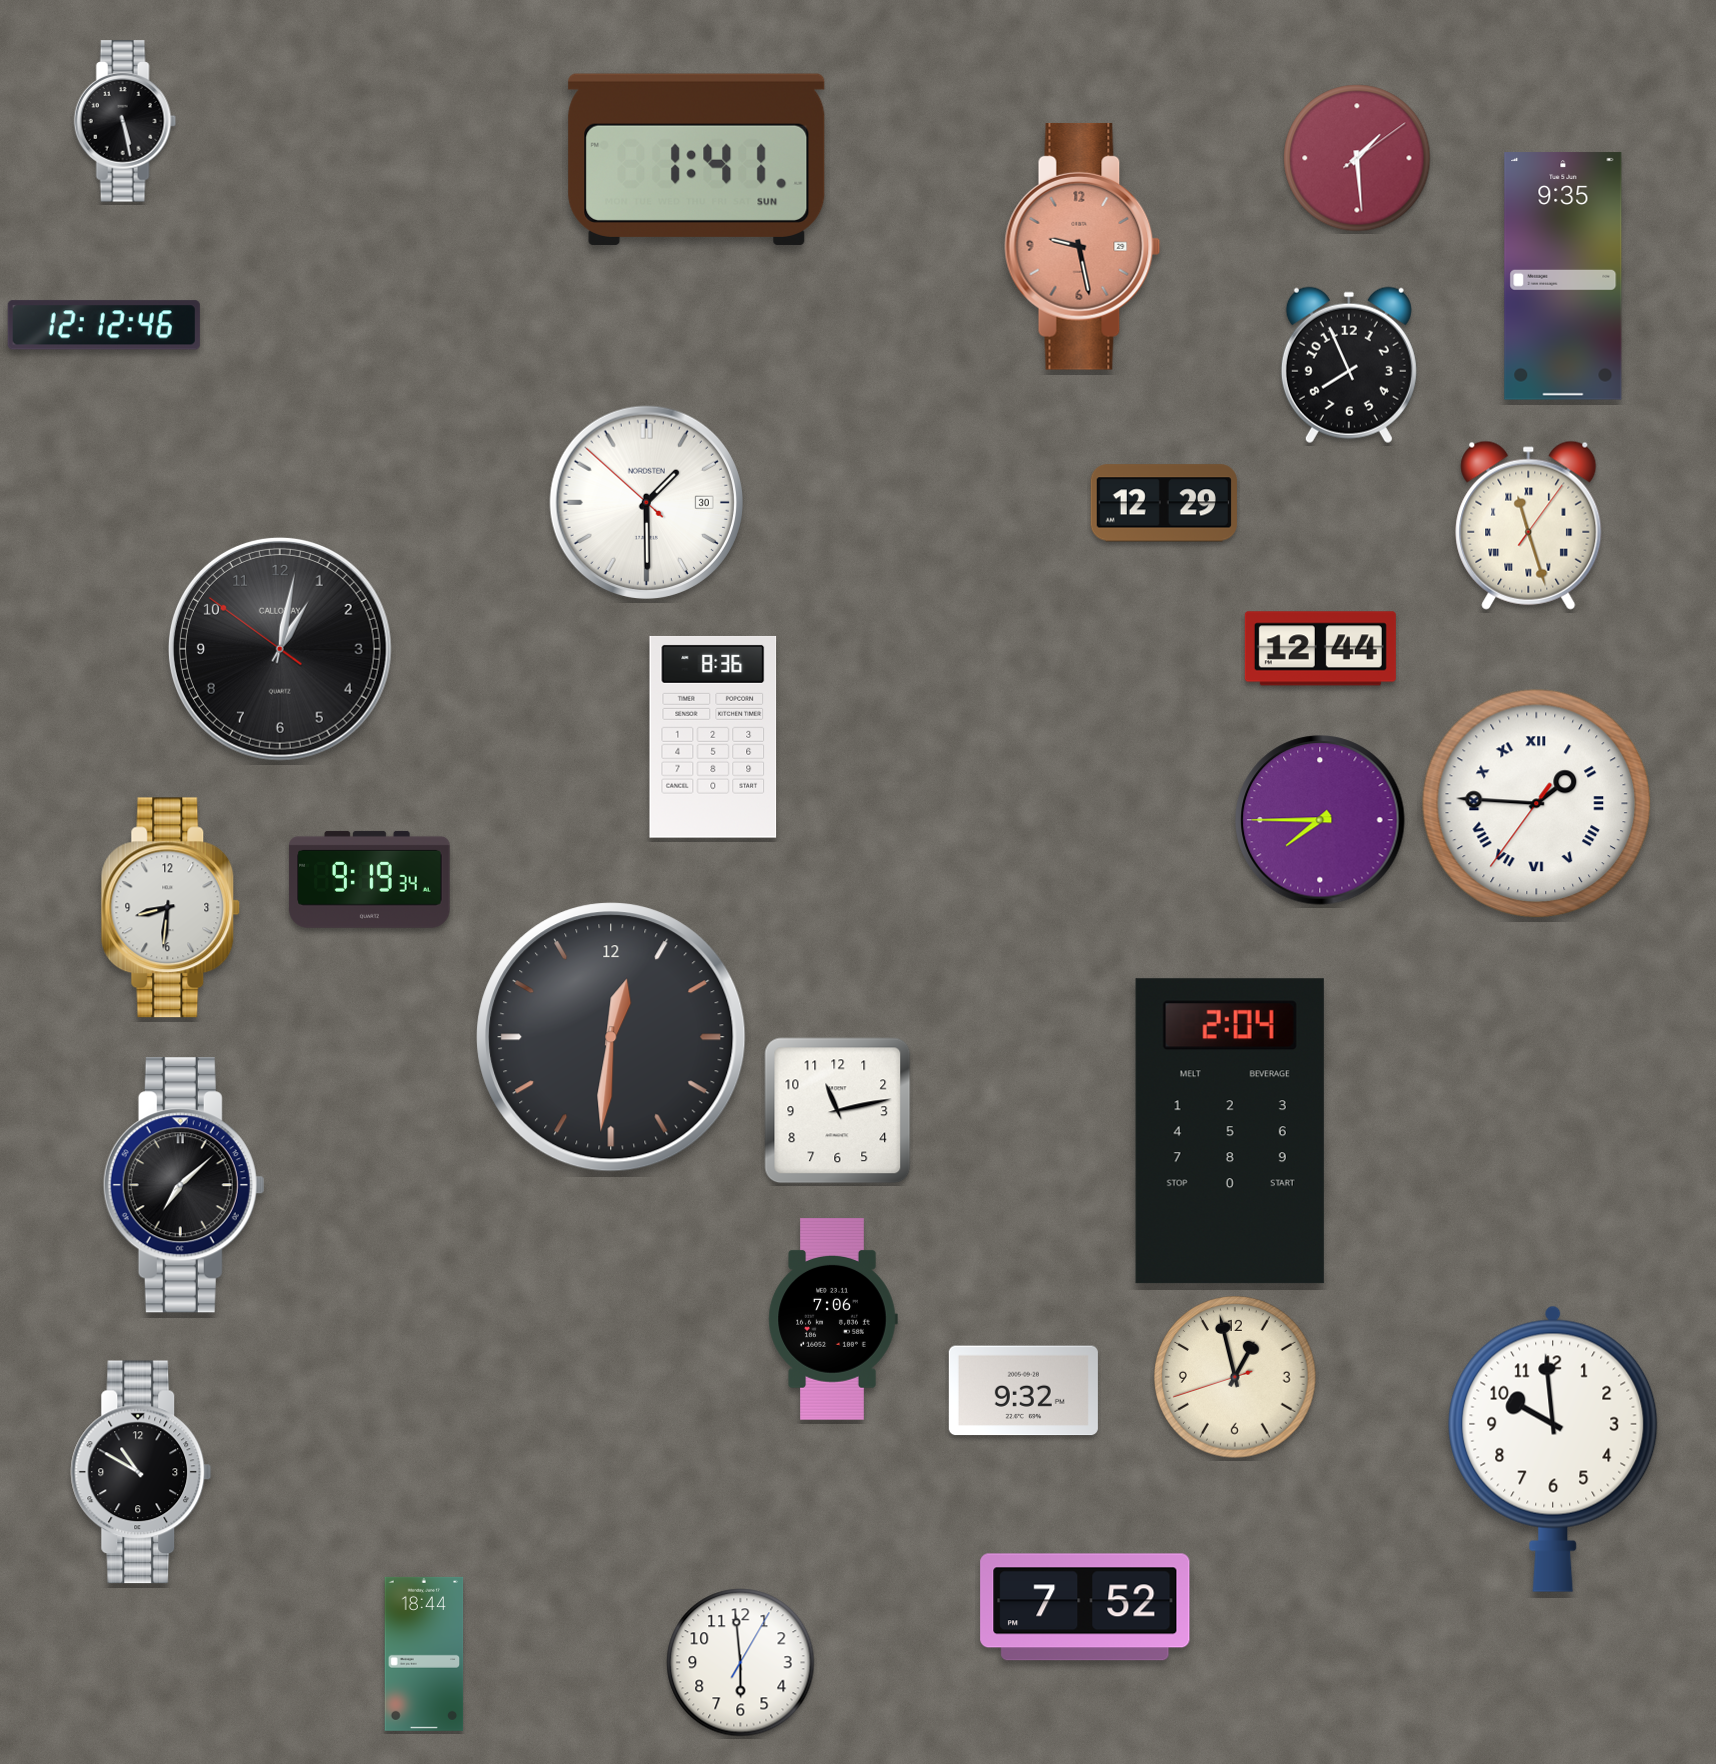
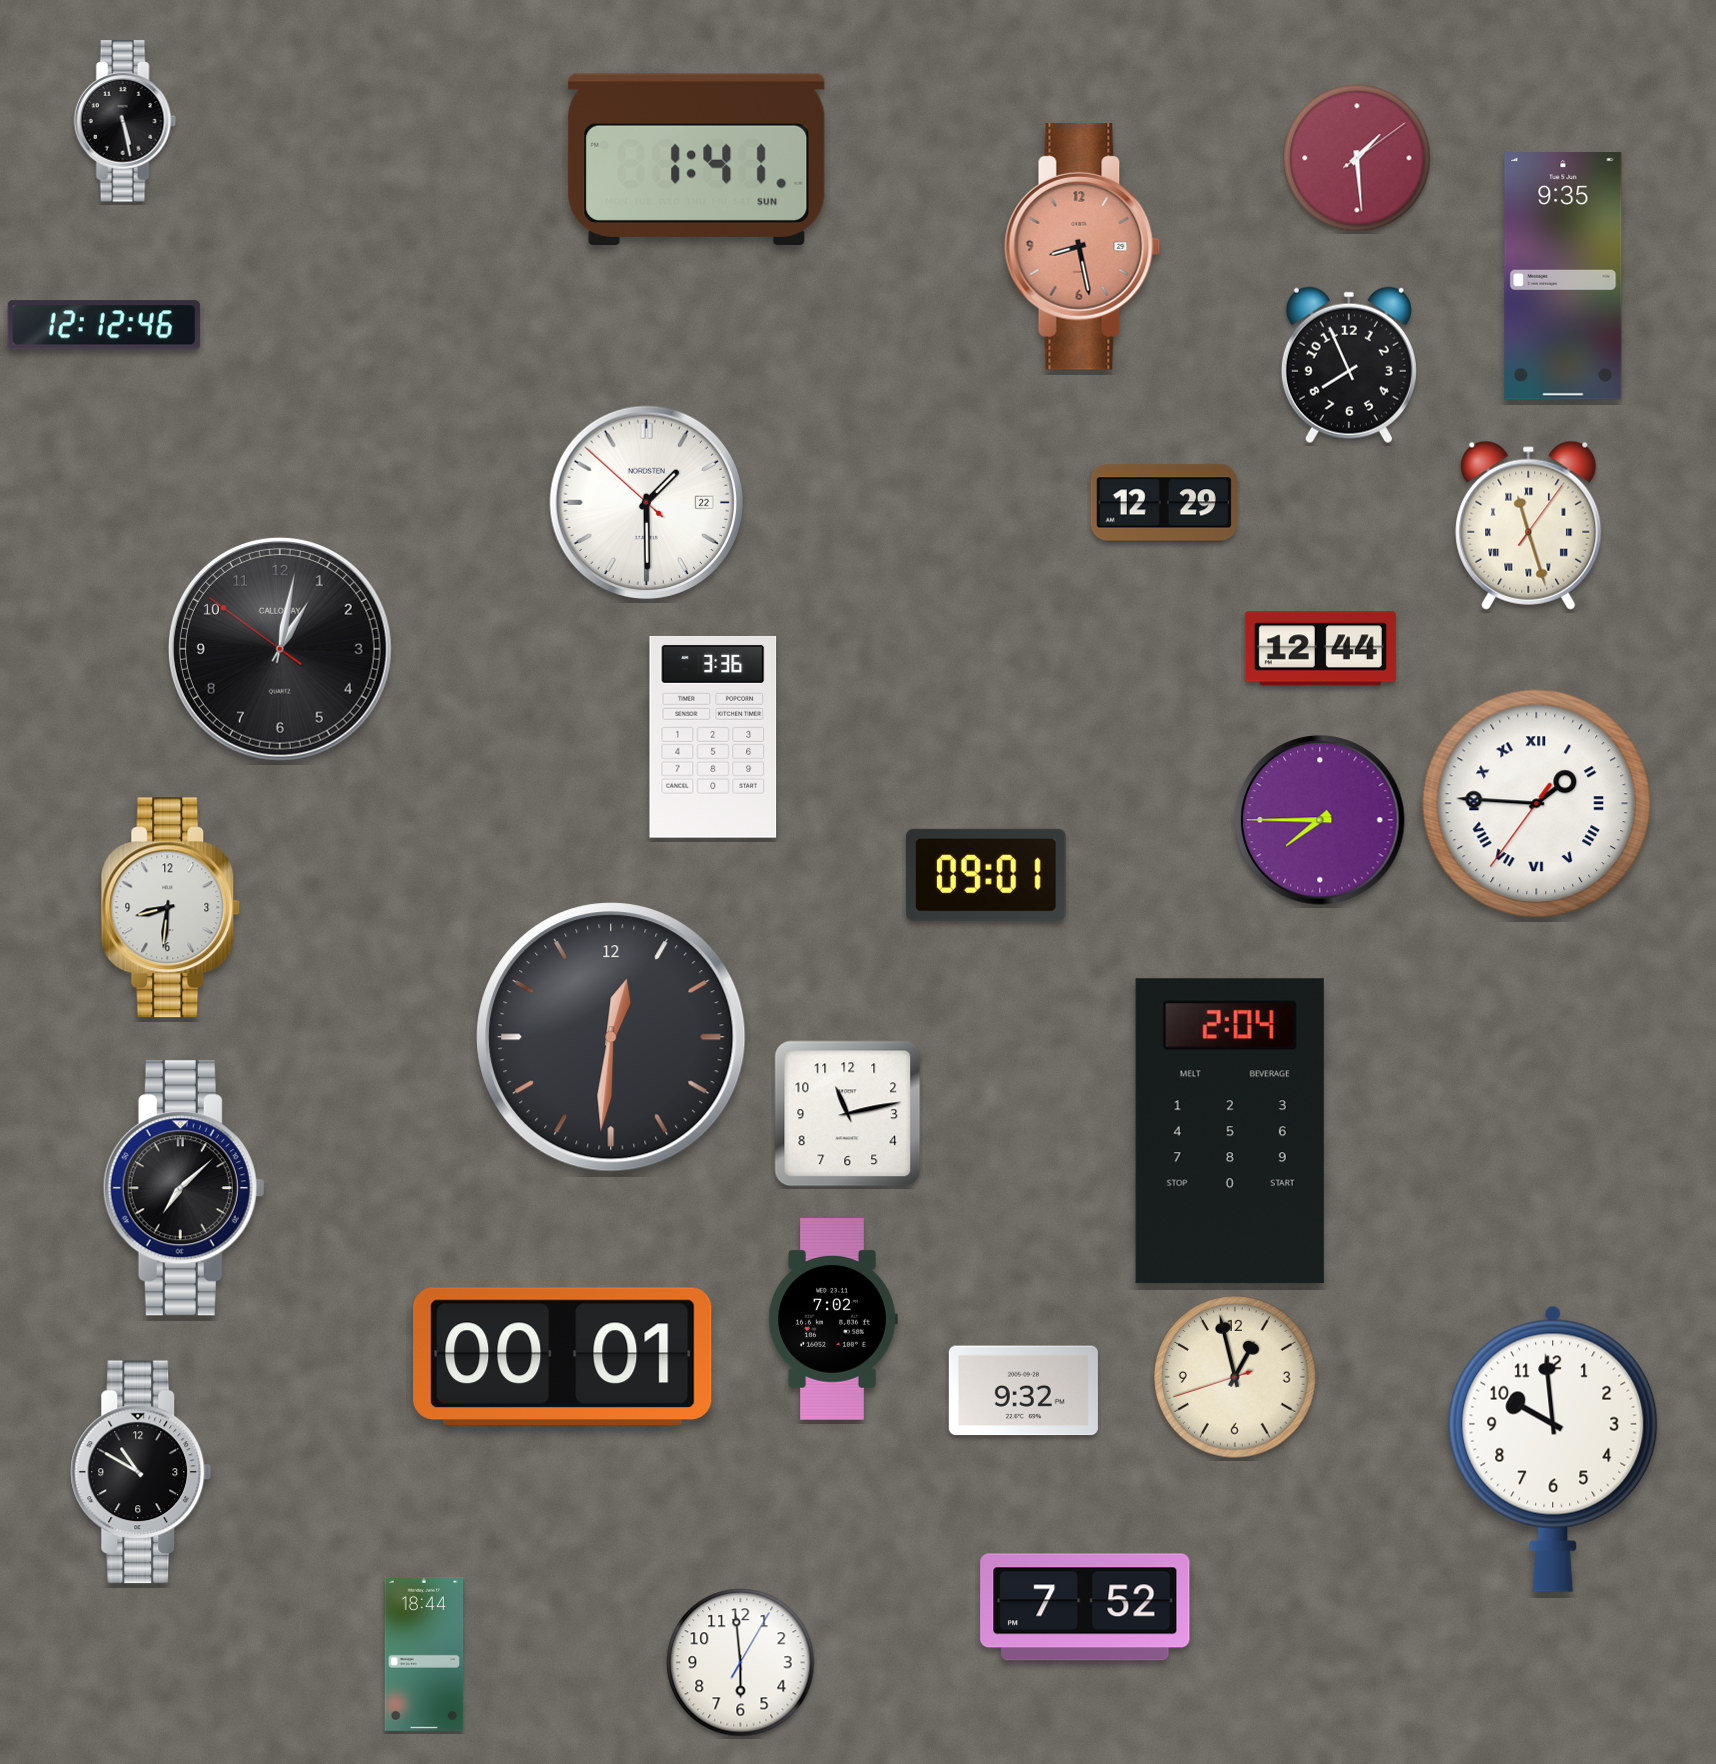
clock at (1083, 246): 9:28 -> 8:28
clock at (646, 502) date: 30 -> 22
clock at (713, 737): 8:36 -> 3:36
clock at (986, 875): none -> 09:01
clock at (370, 879): 9:19 -> none
clock at (838, 1111) position: (838, 1111) -> (848, 1114)
clock at (184, 1185) position: (184, 1185) -> (184, 1188)
clock at (833, 1320): 7:06 -> 7:02
clock at (563, 1356): none -> 00:01
